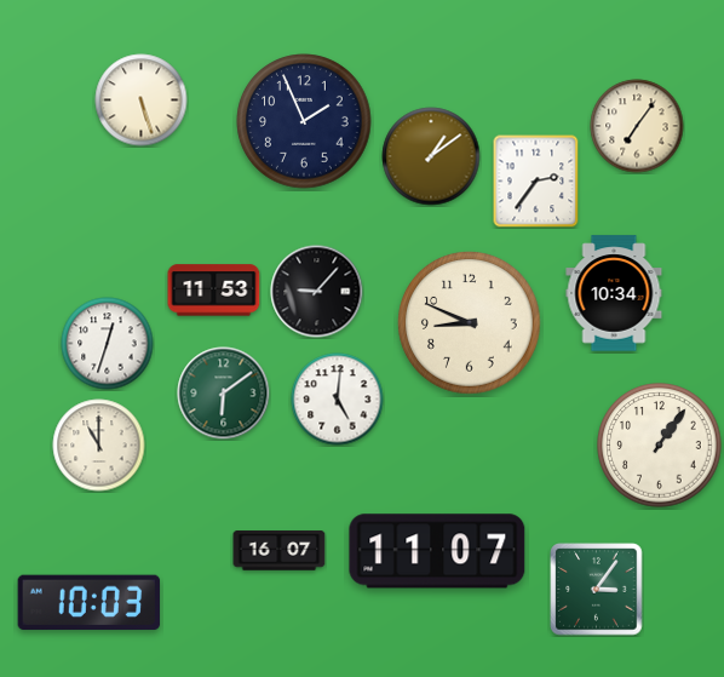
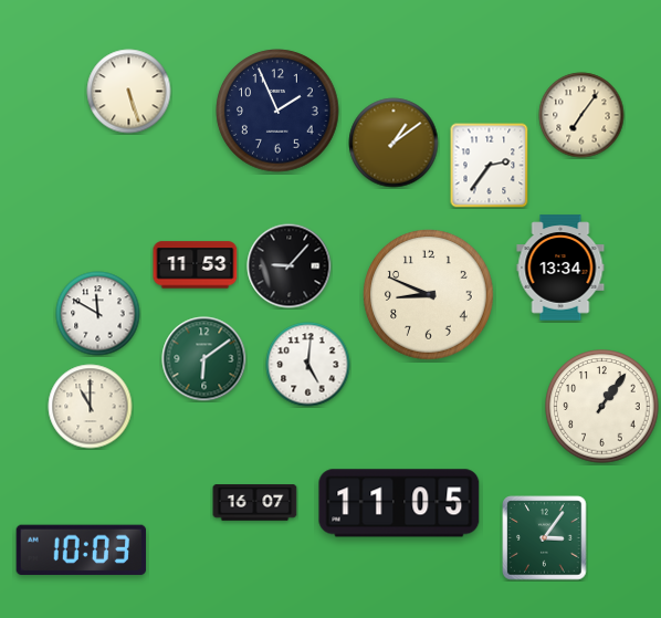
clock at (614, 293): 10:34 -> 13:34
clock at (108, 344): 12:33 -> 11:50
clock at (437, 551): 11:07 -> 11:05
